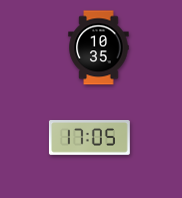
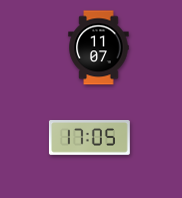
clock at (99, 48): 10:35 -> 11:07
